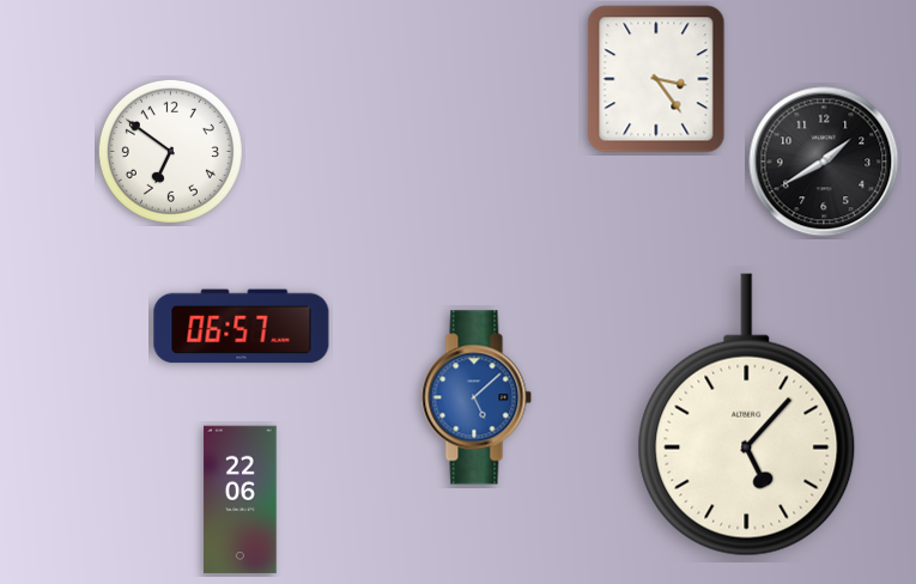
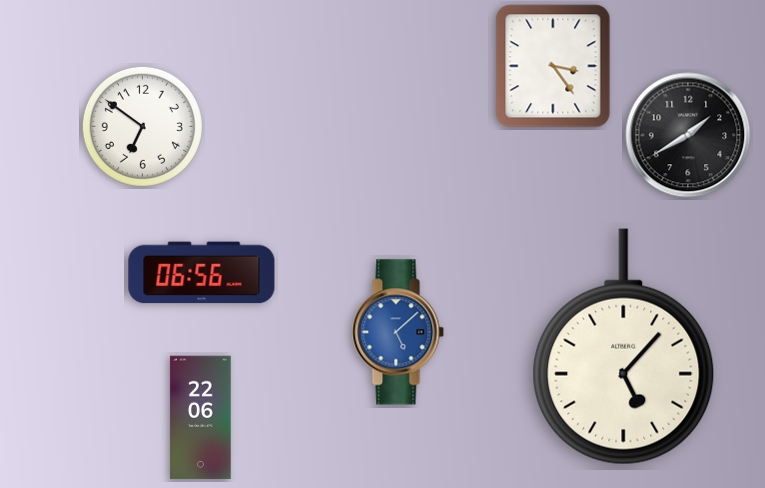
clock at (656, 79) position: (656, 79) -> (553, 66)
clock at (242, 327): 06:57 -> 06:56
